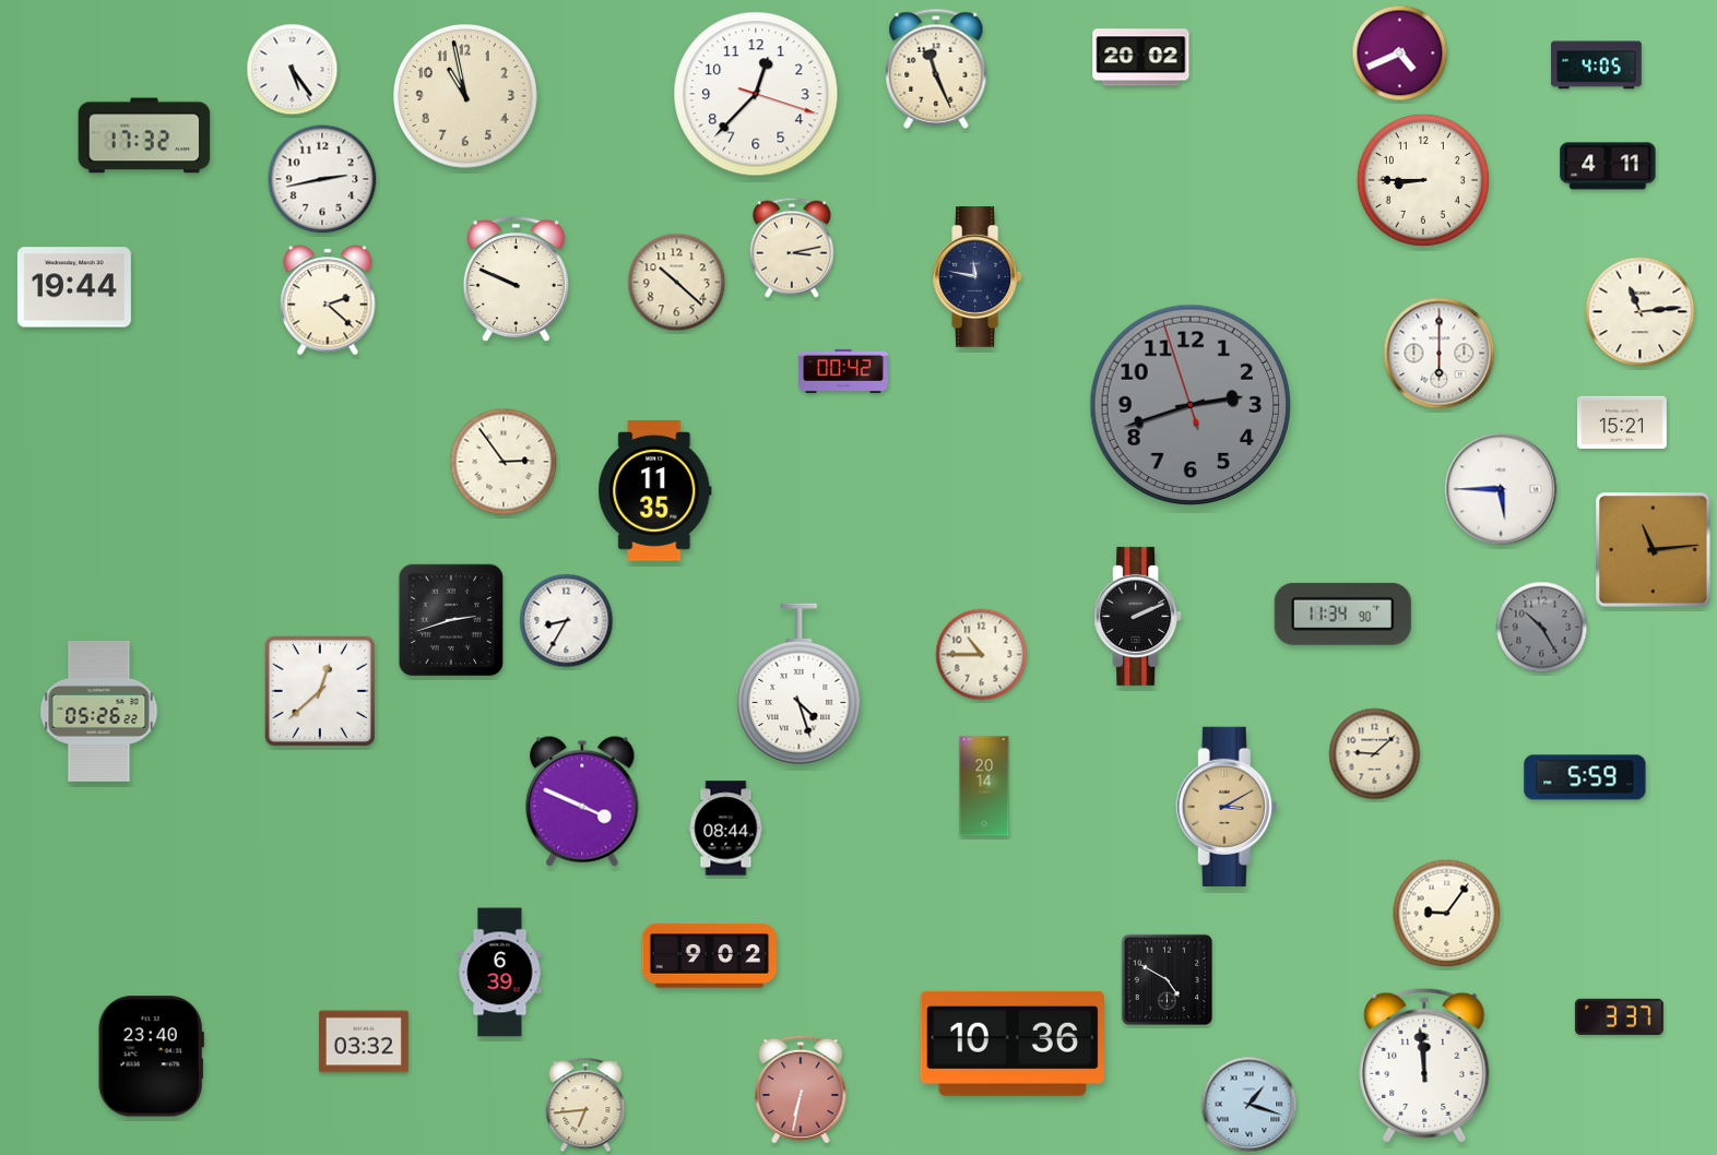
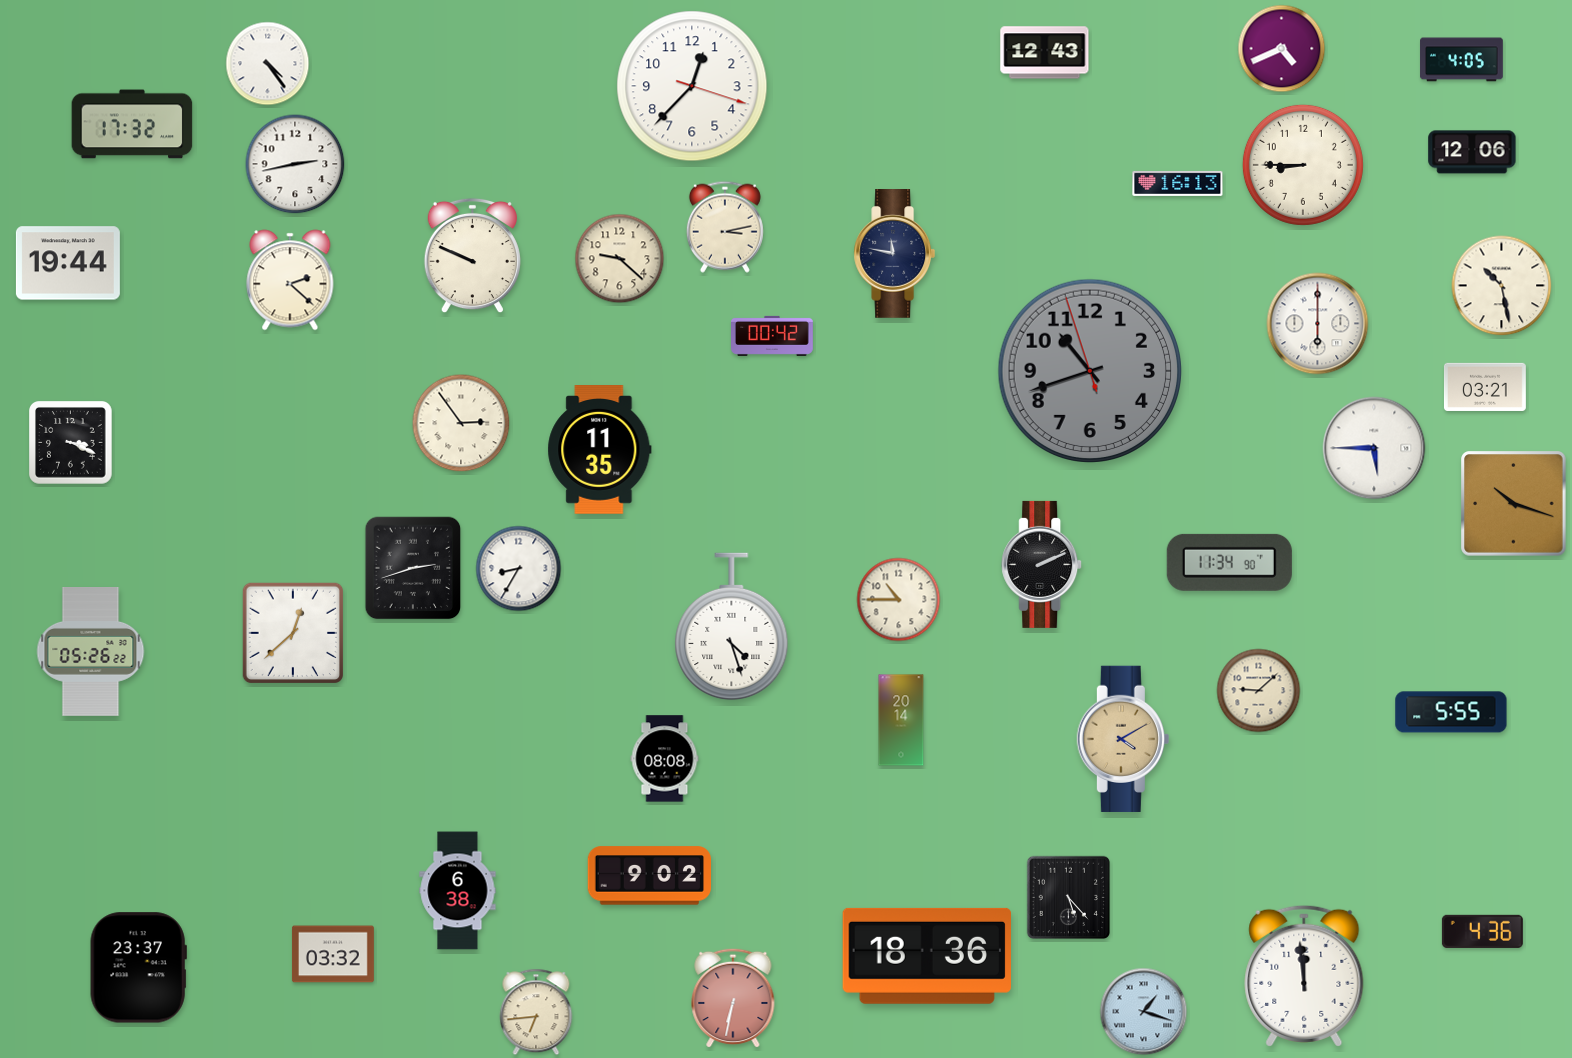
clock at (1141, 58): 20:02 -> 12:43
clock at (936, 69): 11:26 -> none
clock at (293, 70): 5:24 -> 4:24
clock at (466, 97): 10:58 -> none
clock at (1608, 166): 4:11 -> 12:06
clock at (1178, 183): none -> 16:13
clock at (677, 283): 10:22 -> 9:22
clock at (328, 300) position: (328, 300) -> (290, 280)
clock at (1641, 312): 11:14 -> 10:28
clock at (844, 371) position: (844, 371) -> (773, 336)
clock at (1191, 405): 2:41 -> 10:41
clock at (1622, 422): 15:21 -> 03:21
clock at (71, 443): none -> 3:19
clock at (1654, 550): 11:14 -> 10:18
clock at (1542, 628): 10:25 -> none
clock at (1585, 777): 5:59 -> 5:55
clock at (582, 801): 3:49 -> none
clock at (1227, 807): 3:10 -> 4:10
clock at (726, 829): 08:44 -> 08:08
clock at (1447, 914): 9:06 -> none
clock at (500, 973): 6:39 -> 6:38
clock at (1167, 979): 4:50 -> 5:23
clock at (1619, 1016): 3:37 -> 4:36
clock at (1013, 1044): 10:36 -> 18:36
clock at (151, 1057): 23:40 -> 23:37
